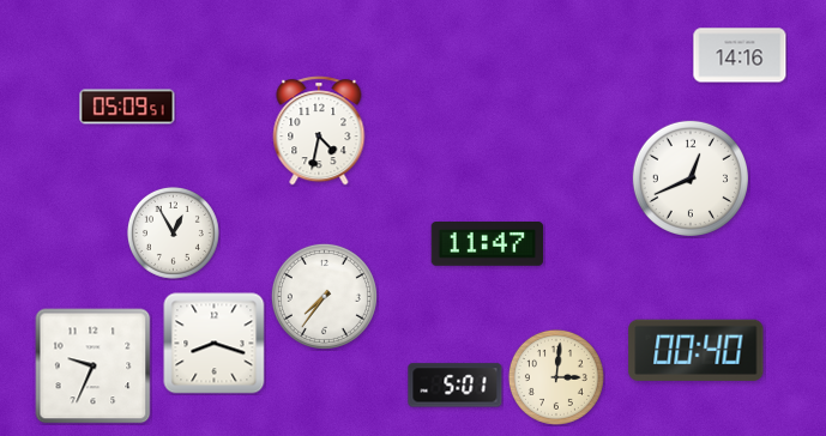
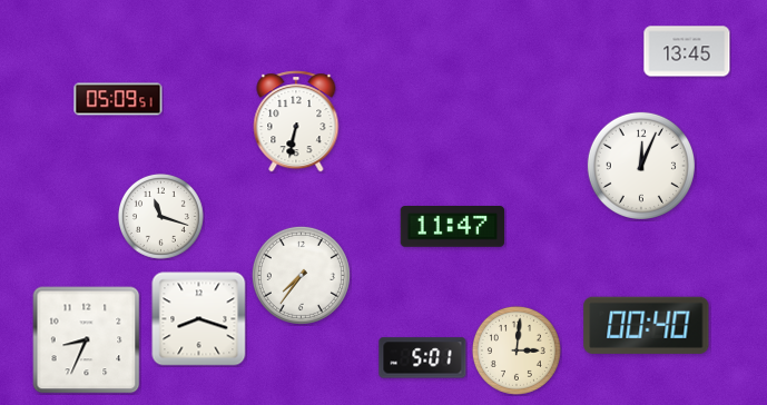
clock at (740, 55): 14:16 -> 13:45
clock at (319, 131): 4:32 -> 6:32
clock at (691, 178): 12:41 -> 12:04
clock at (173, 232): 12:55 -> 11:18
clock at (94, 367): 9:34 -> 8:34
